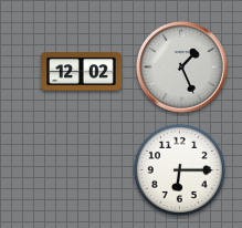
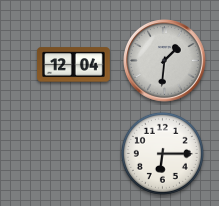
clock at (182, 68): 1:26 -> 1:31
clock at (82, 72): 12:02 -> 12:04
